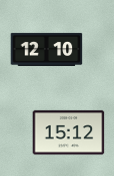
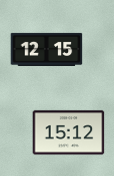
clock at (47, 49): 12:10 -> 12:15
